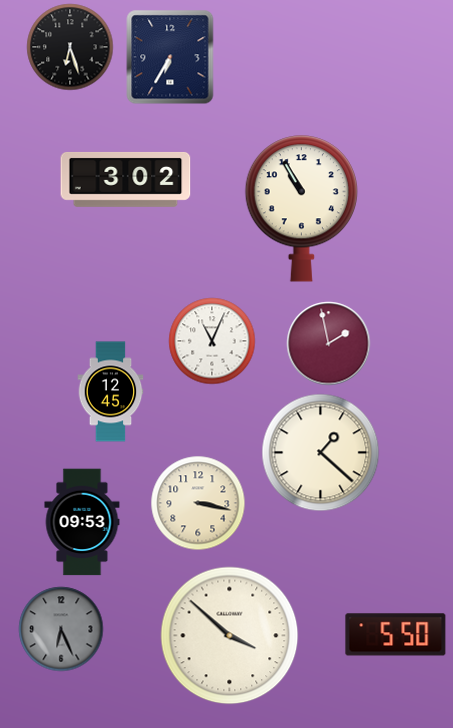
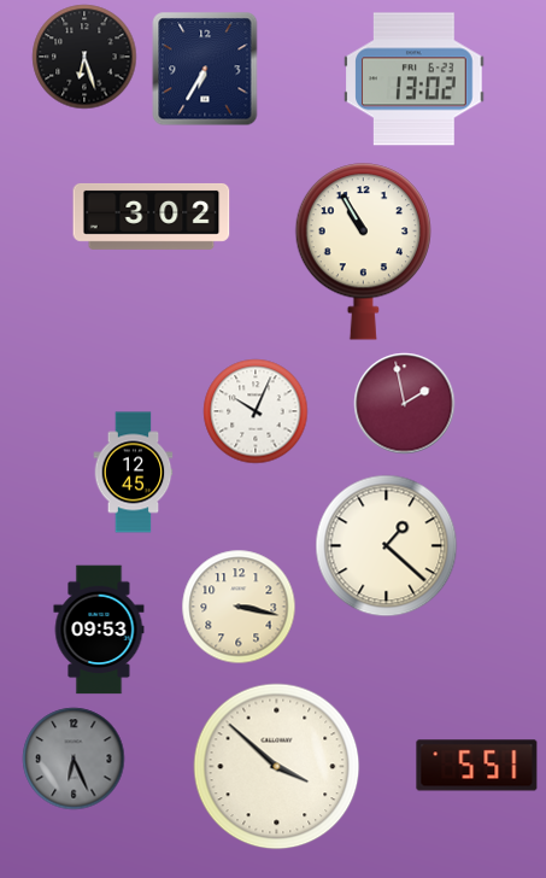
clock at (415, 80): none -> 13:02
clock at (212, 341): 11:04 -> 10:04
clock at (329, 344) position: (329, 344) -> (405, 404)
clock at (396, 635): 5:50 -> 5:51
